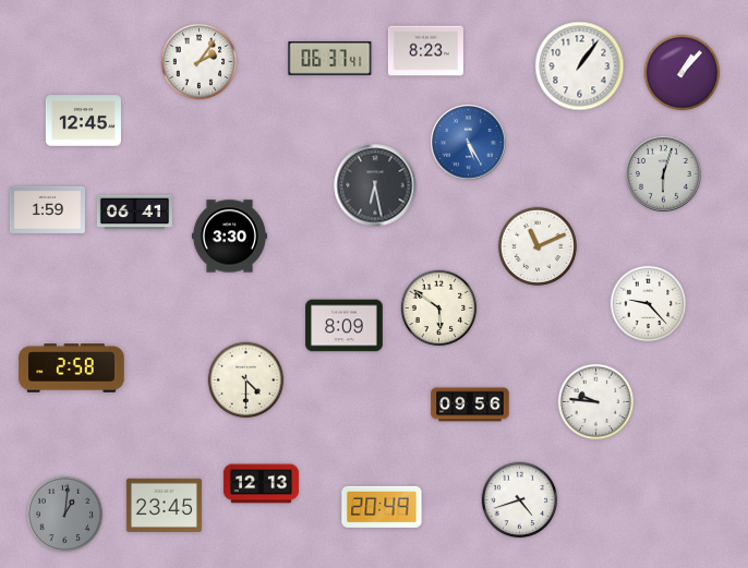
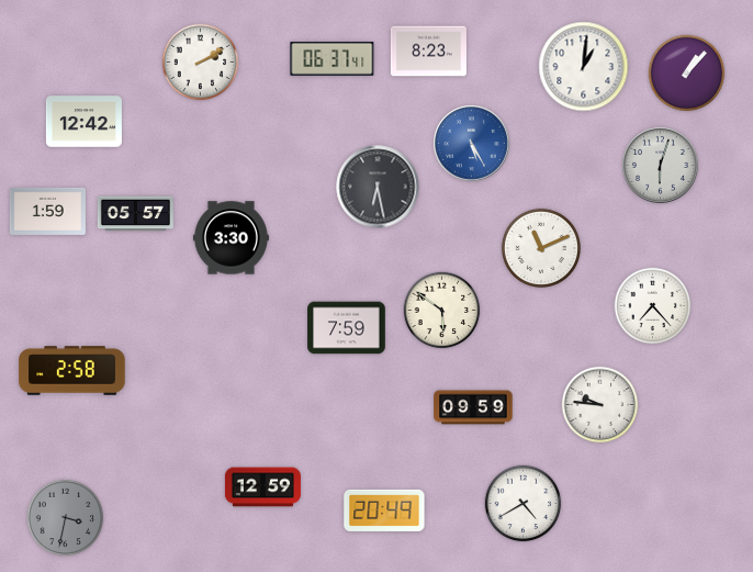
clock at (200, 62): 2:06 -> 2:10
clock at (580, 67): 1:06 -> 1:01
clock at (83, 121): 12:45 -> 12:42
clock at (664, 174) position: (664, 174) -> (661, 166)
clock at (134, 213): 06:41 -> 05:57
clock at (649, 304): 9:23 -> 7:23
clock at (345, 326): 8:09 -> 7:59
clock at (246, 380): 4:30 -> none
clock at (470, 404): 09:56 -> 09:59
clock at (261, 484): 12:13 -> 12:59
clock at (520, 500): 4:42 -> 4:40
clock at (164, 505): 23:45 -> none
clock at (65, 515): 1:01 -> 3:32
